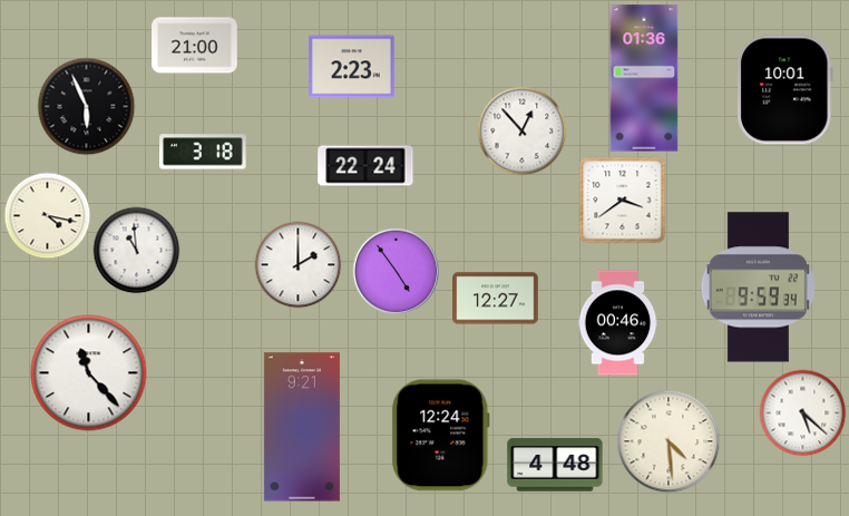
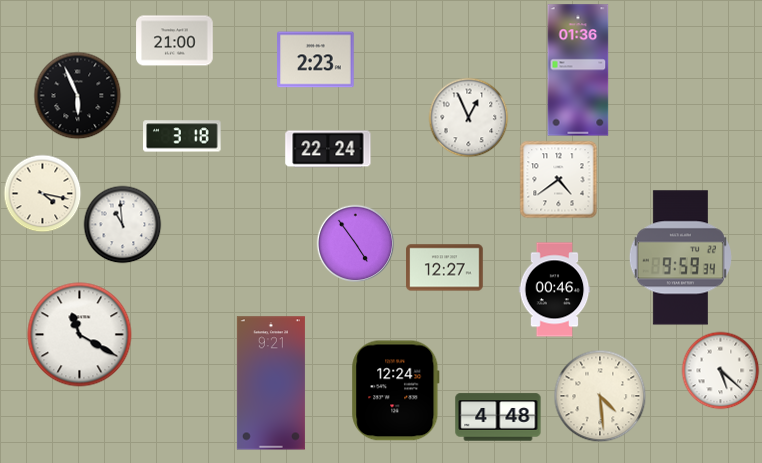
clock at (784, 90): 10:01 -> none
clock at (521, 130): 12:53 -> 12:56
clock at (622, 199): 3:39 -> 4:39
clock at (297, 264): 2:00 -> none
clock at (89, 373): 11:23 -> 11:20
